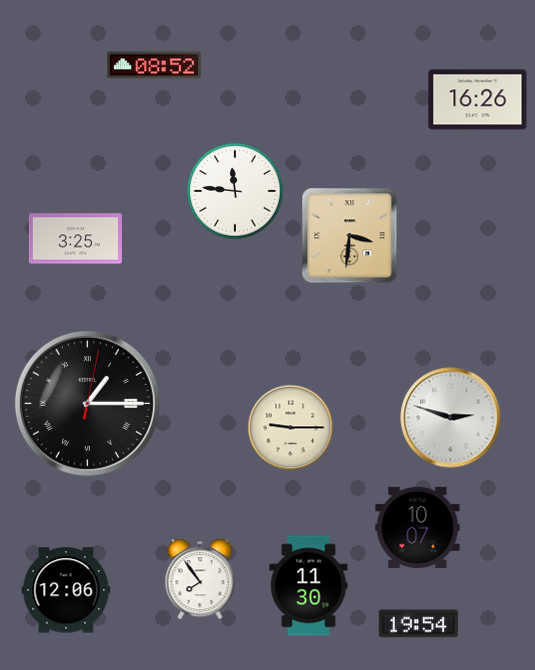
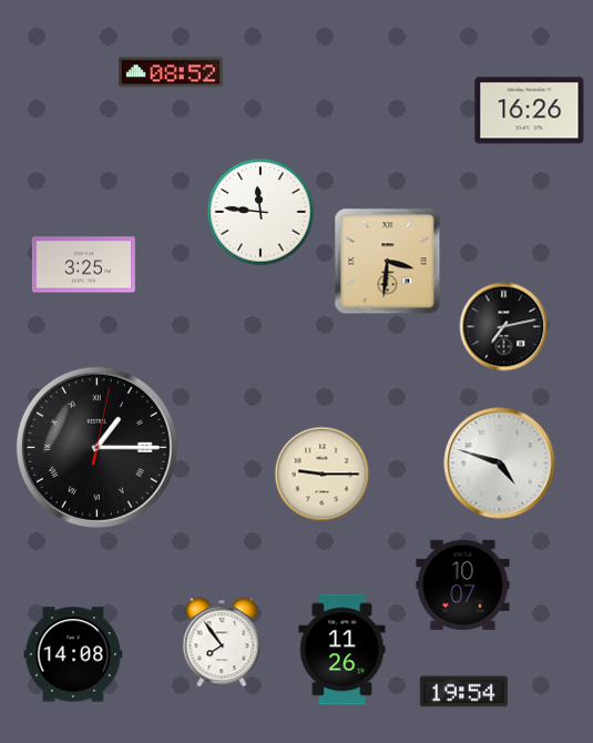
clock at (504, 327): none -> 7:13
clock at (451, 418): 2:48 -> 4:48
clock at (309, 586): 11:30 -> 11:26
clock at (66, 590): 12:06 -> 14:08
